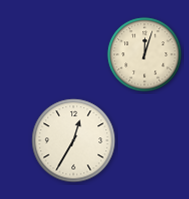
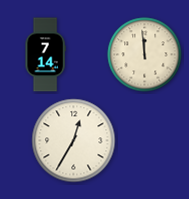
clock at (45, 55): none -> 7:14
clock at (145, 55): 12:03 -> 11:59
